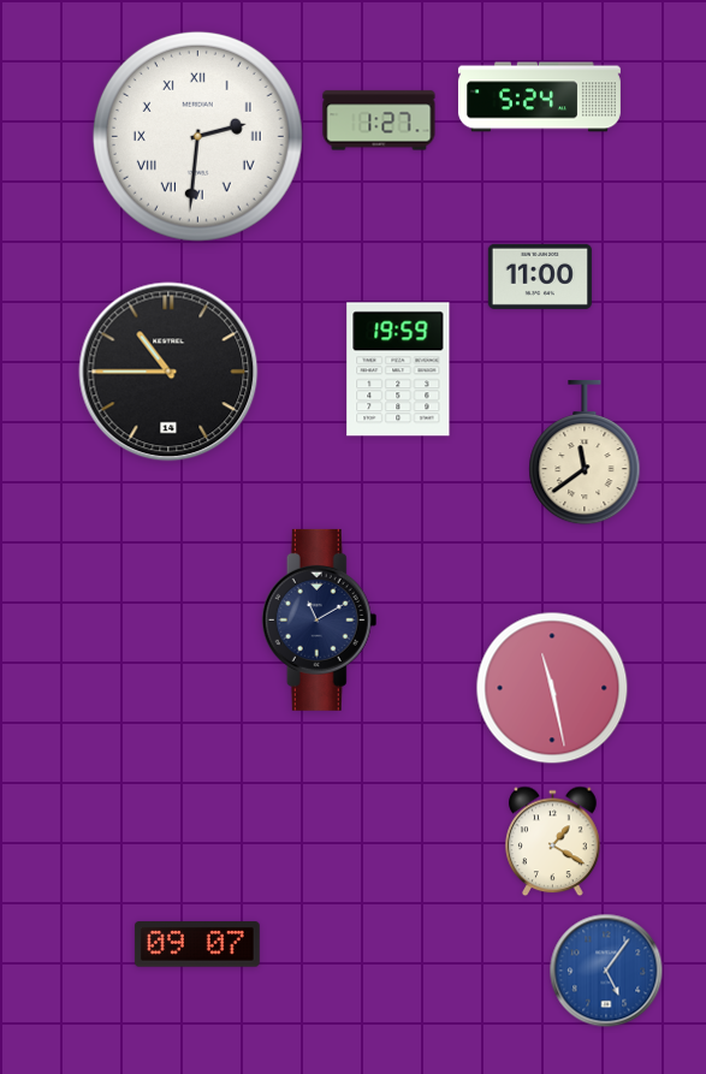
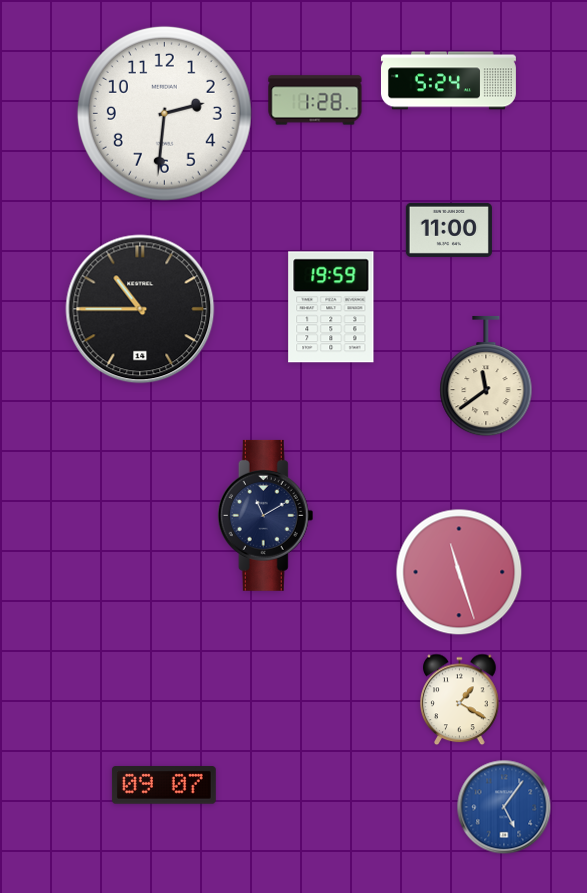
clock at (379, 120): 1:27 -> 1:28
clock at (197, 136) numerals: Roman -> Arabic
clock at (552, 688): 11:28 -> 11:27
